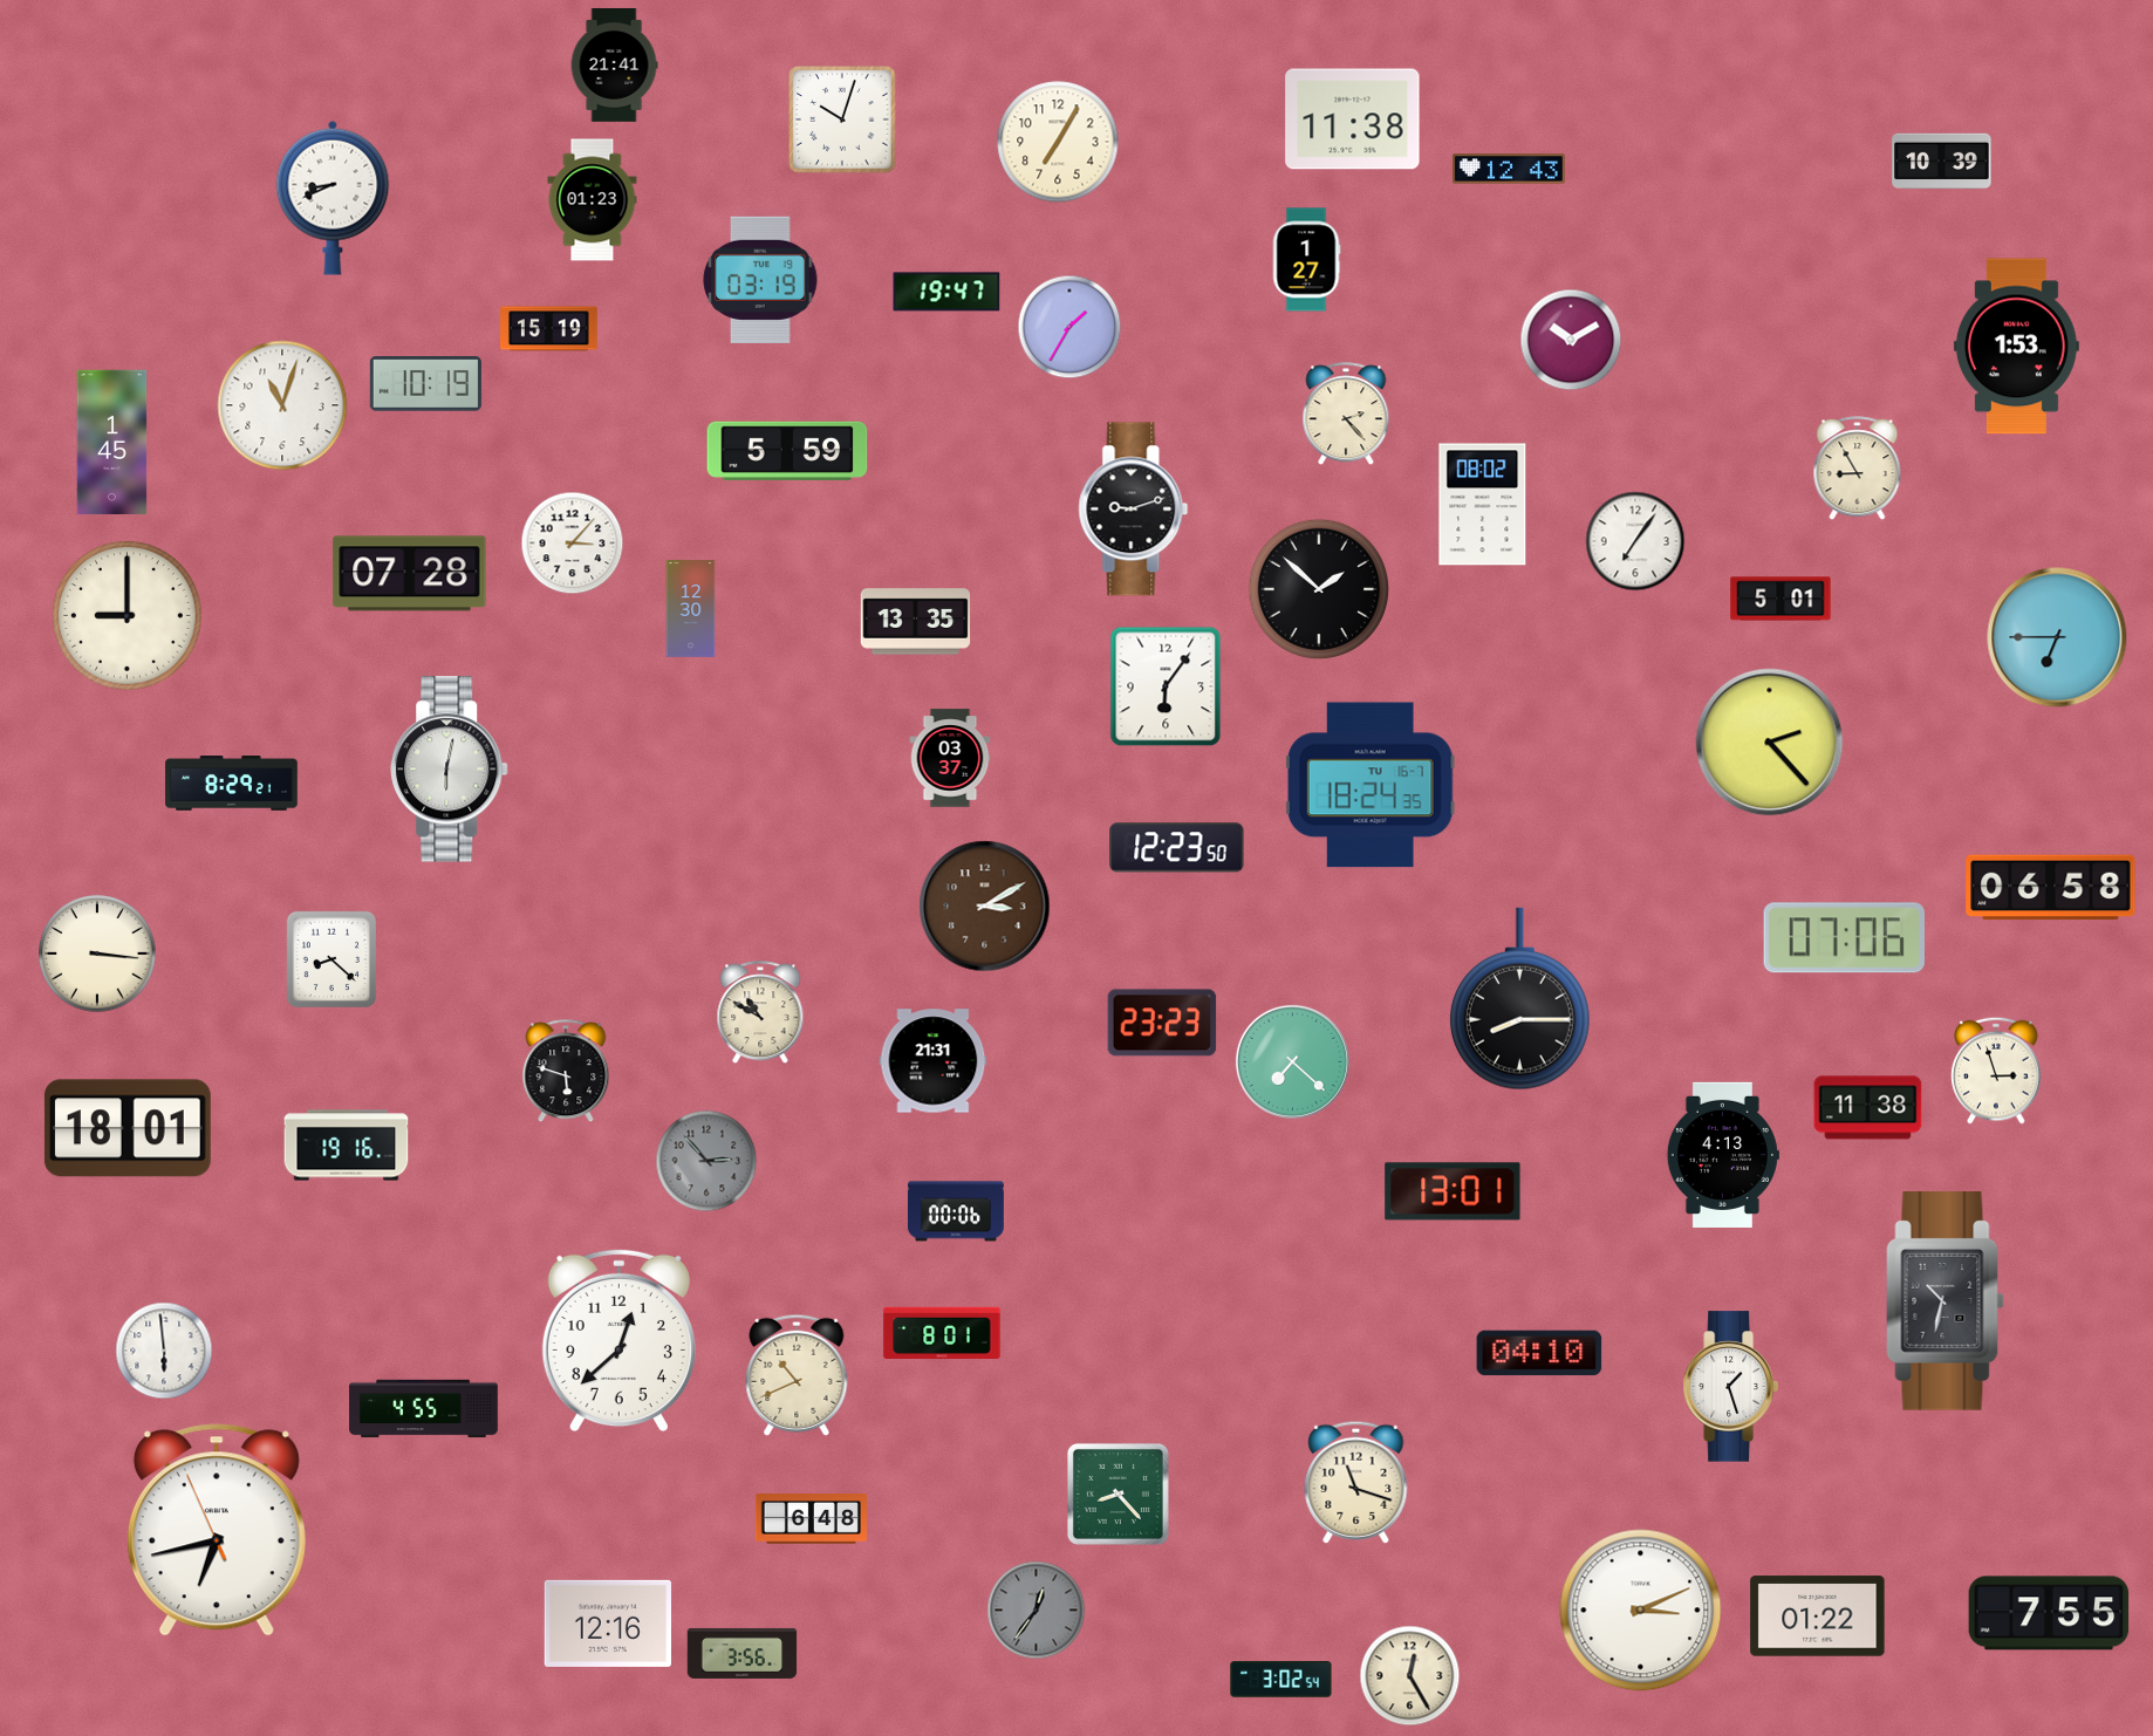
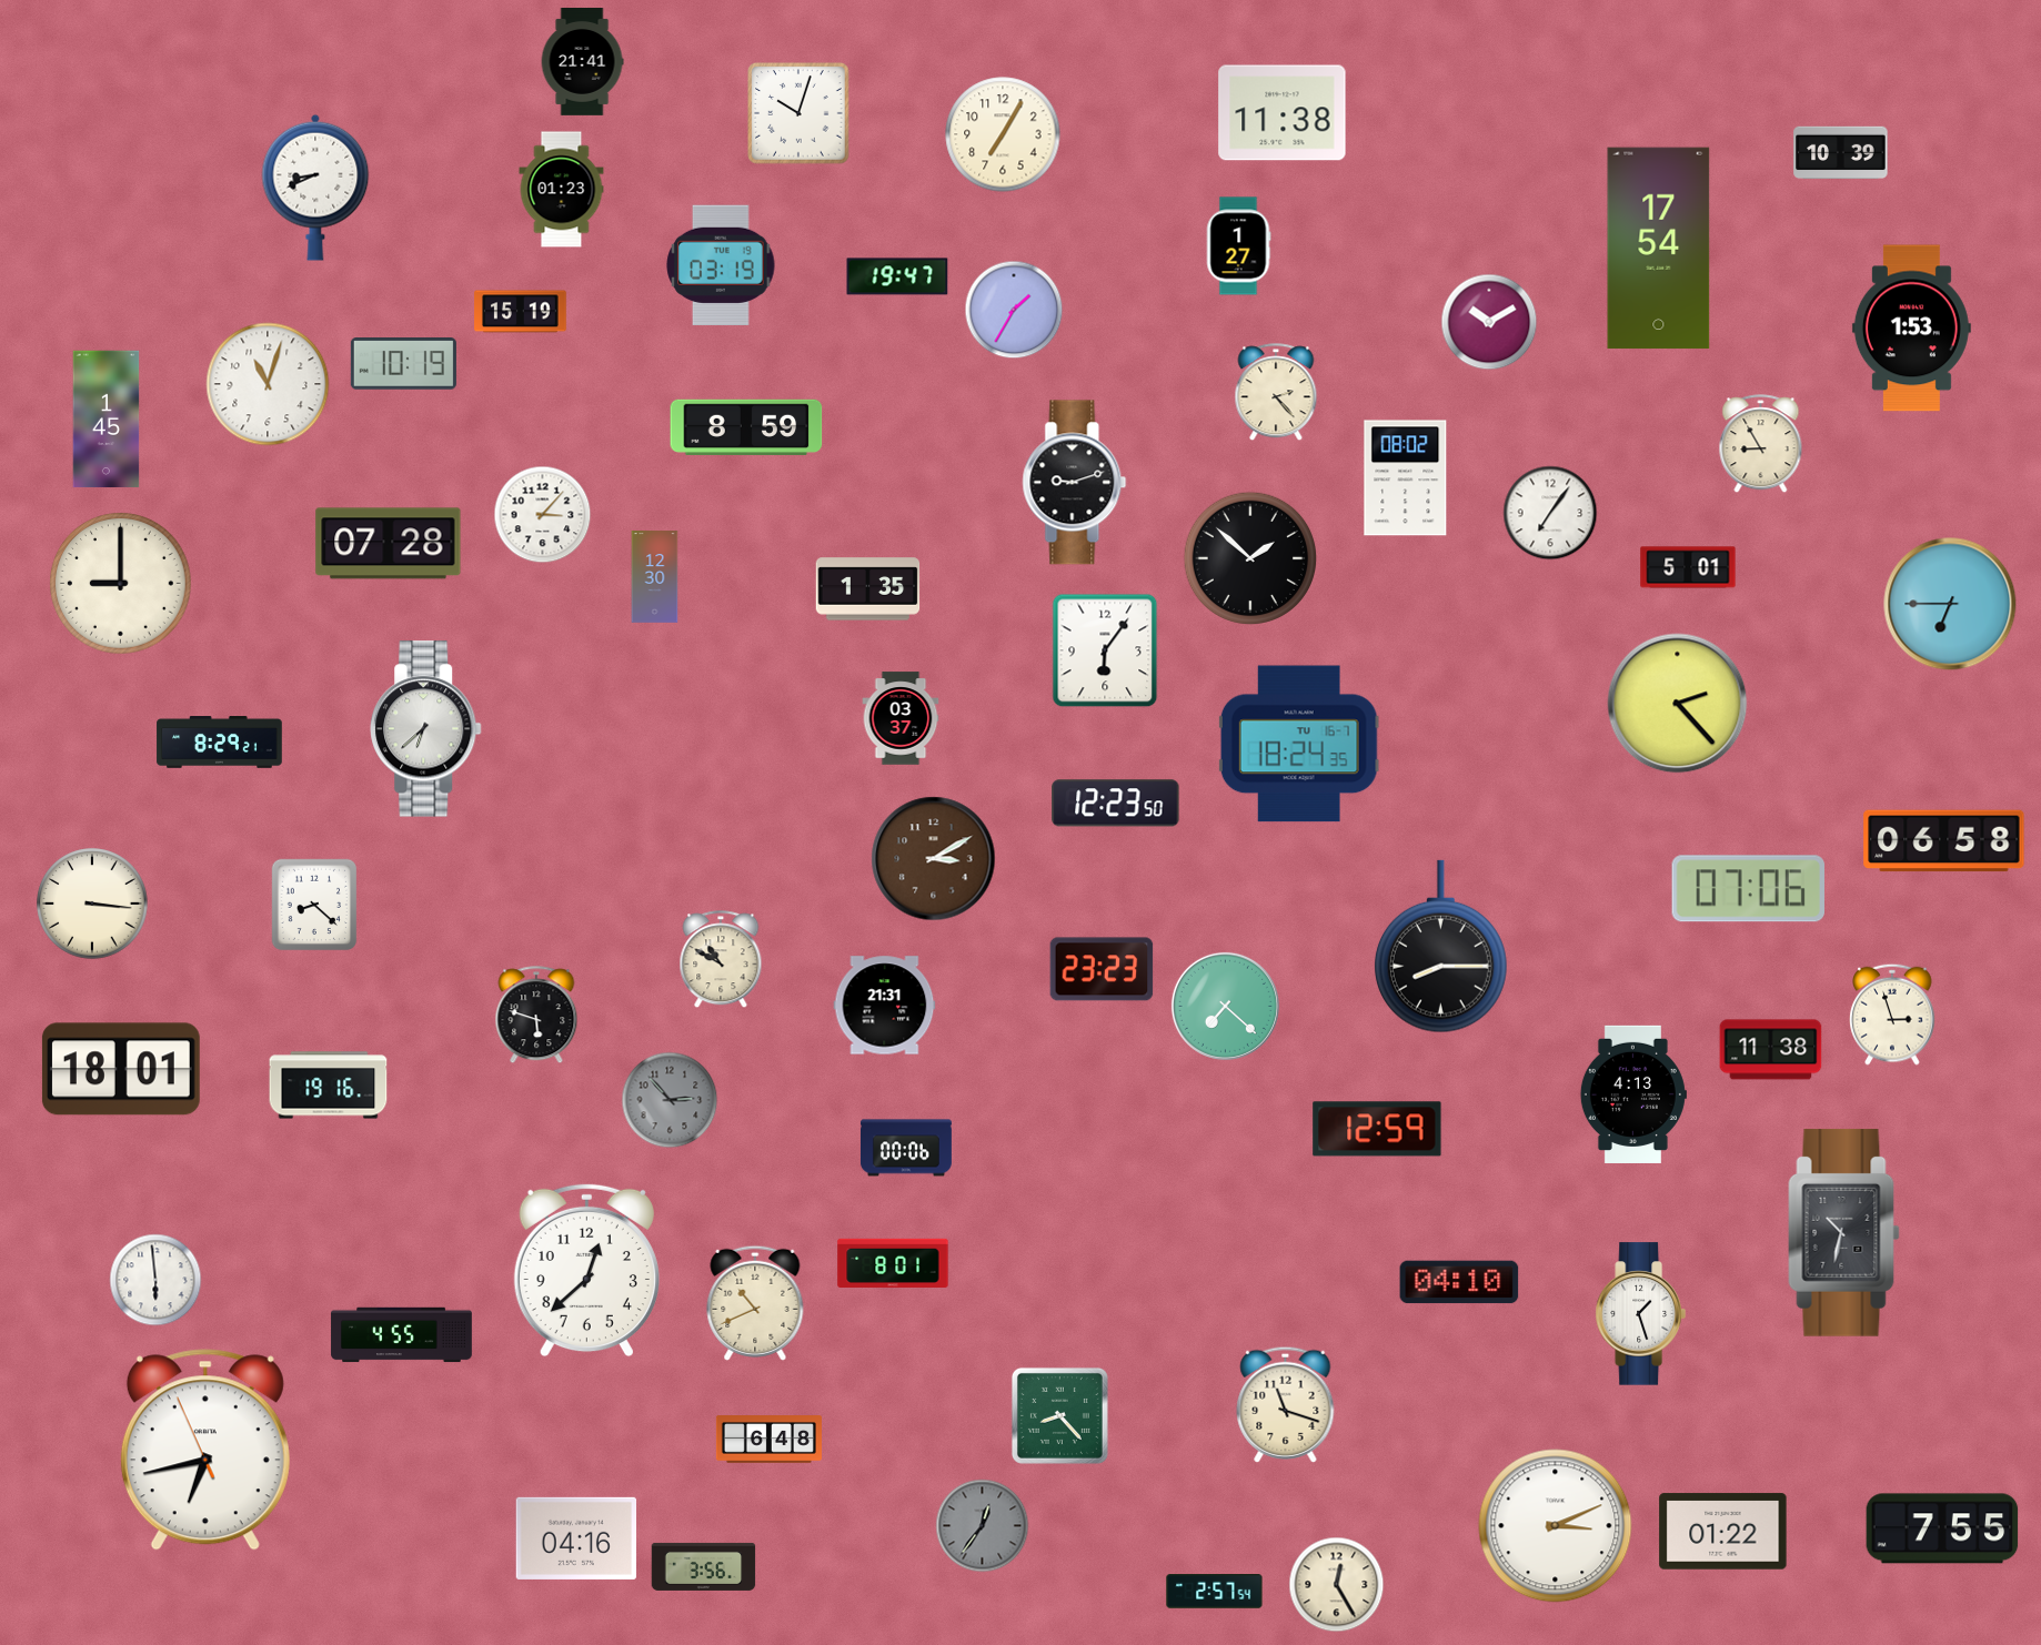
clock at (1509, 169): 12:43 -> none
clock at (1659, 249): none -> 17:54
clock at (787, 451): 5:59 -> 8:59
clock at (916, 622): 13:35 -> 1:35
clock at (450, 770): 6:02 -> 6:38
clock at (332, 959) position: (332, 959) -> (314, 905)
clock at (1453, 1191): 13:01 -> 12:59
clock at (607, 1624): 12:16 -> 04:16
clock at (1410, 1676) position: (1410, 1676) -> (1337, 1585)
clock at (1281, 1680): 3:02 -> 2:57
